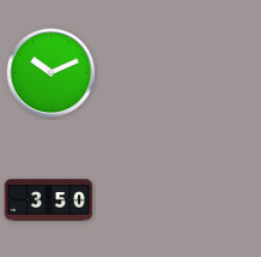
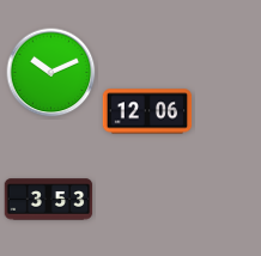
clock at (147, 111): none -> 12:06
clock at (49, 201): 3:50 -> 3:53
